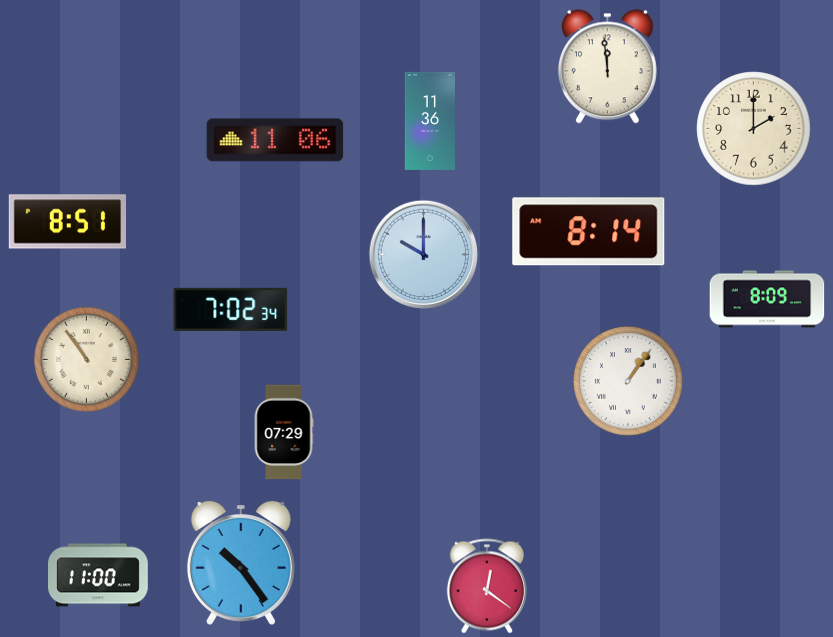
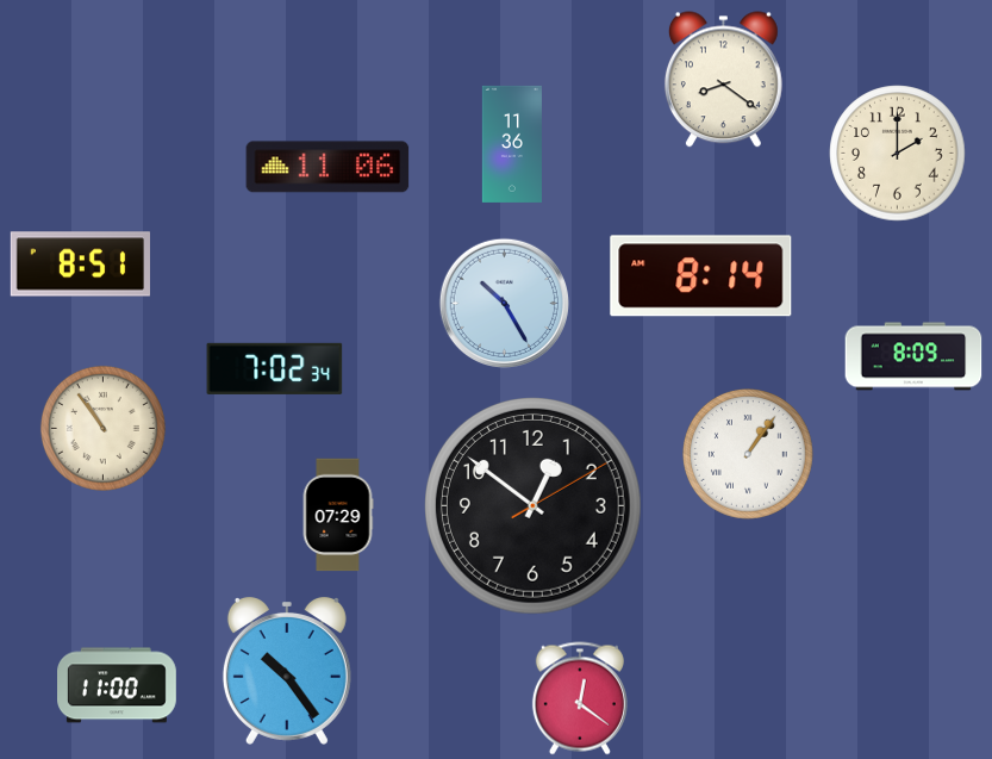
clock at (607, 67): 11:59 -> 8:21
clock at (423, 254): 10:00 -> 10:25
clock at (534, 506): none -> 12:51
